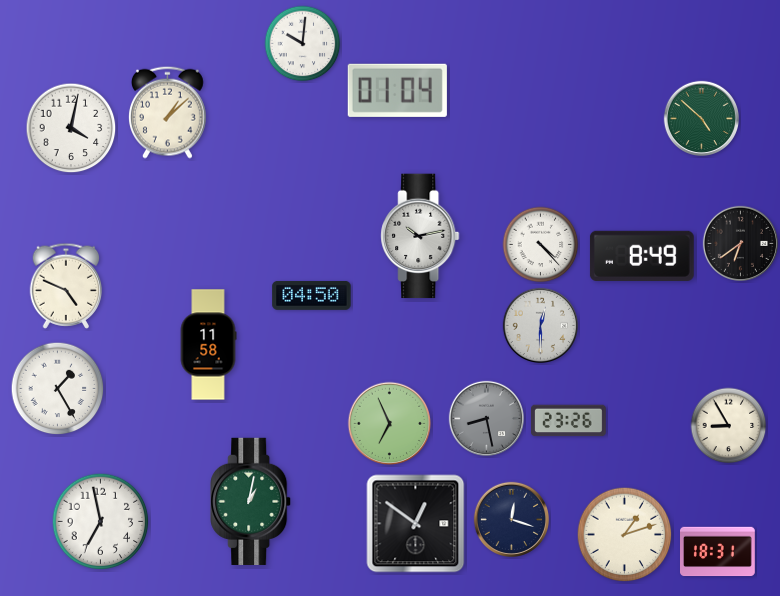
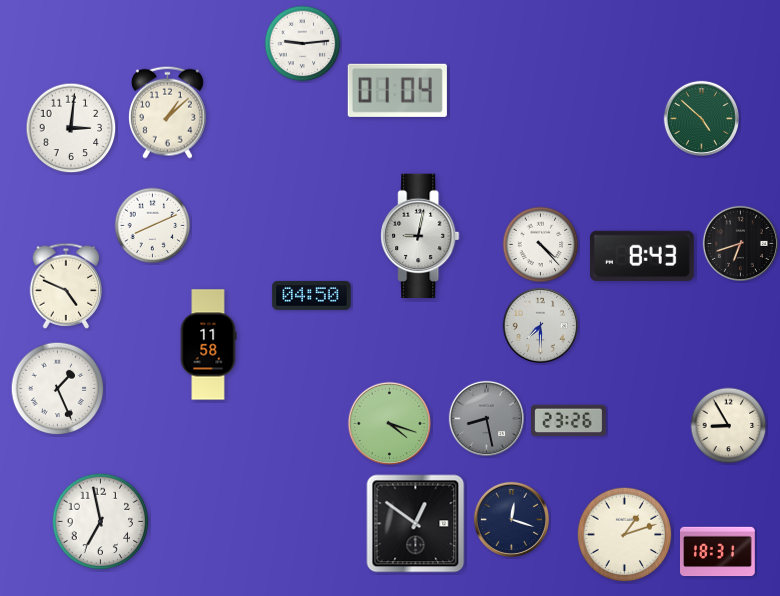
clock at (303, 44): 10:01 -> 9:14
clock at (71, 128): 4:02 -> 3:01
clock at (153, 226): none -> 8:11
clock at (420, 236): 10:13 -> 9:02
clock at (740, 243): 6:39 -> 6:42
clock at (642, 256): 8:49 -> 8:43
clock at (540, 325): 12:30 -> 7:30
clock at (58, 389): 1:25 -> 1:26
clock at (390, 424): 6:56 -> 4:18
clock at (251, 501): 1:02 -> none
